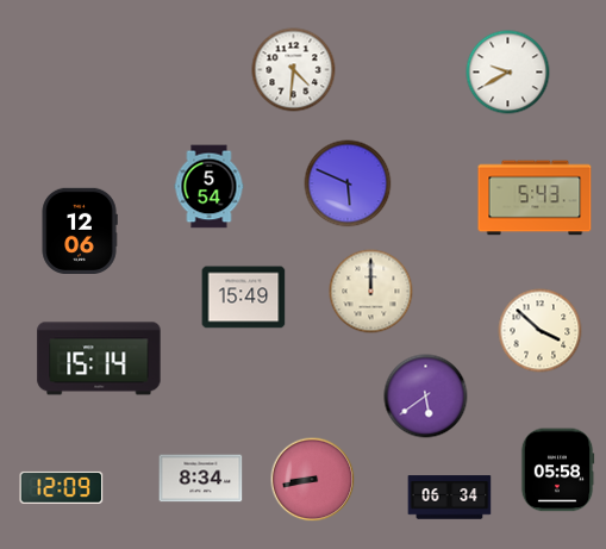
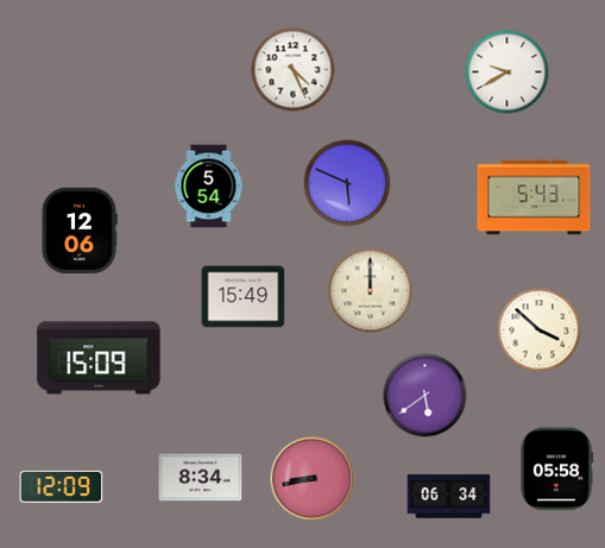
clock at (294, 70): 4:31 -> 4:26
clock at (99, 358): 15:14 -> 15:09
